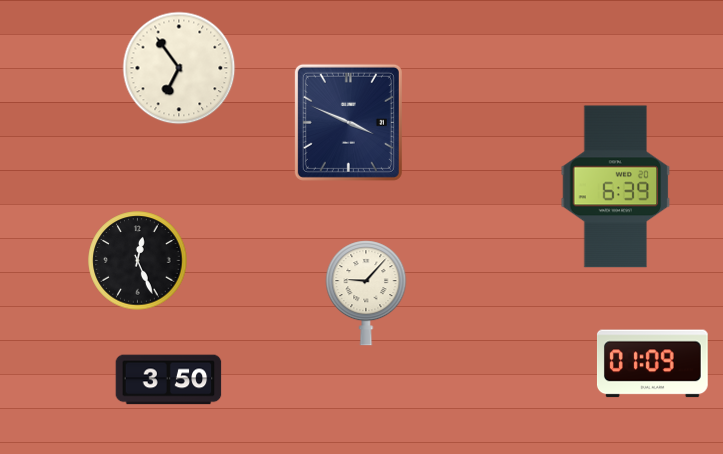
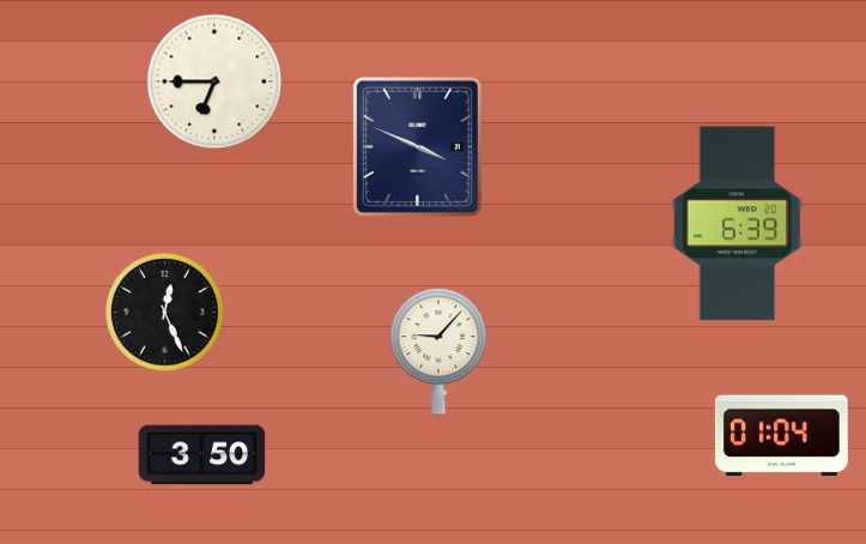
clock at (179, 68): 6:54 -> 6:45
clock at (652, 364): 01:09 -> 01:04
